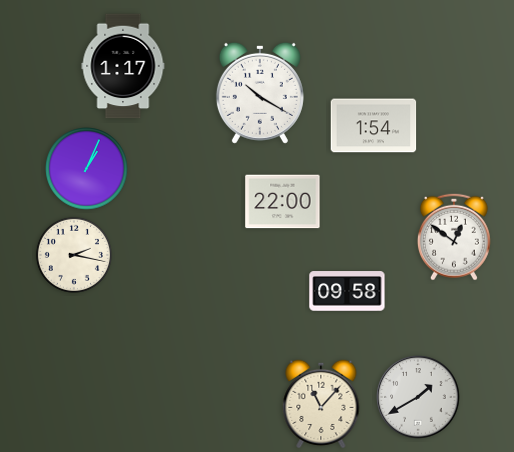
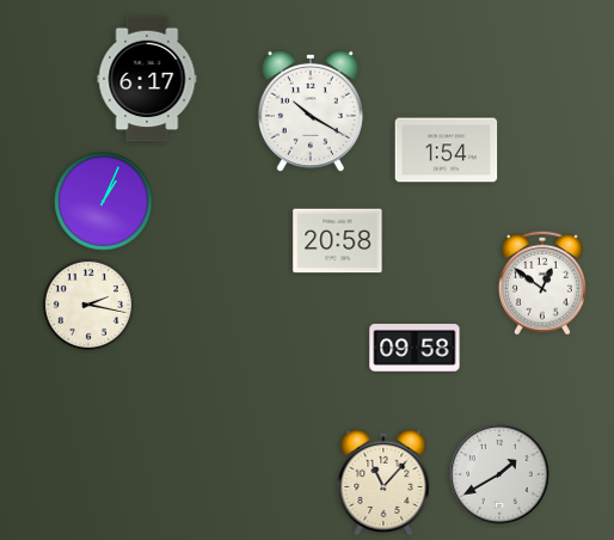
clock at (123, 66): 1:17 -> 6:17
clock at (283, 202): 22:00 -> 20:58
